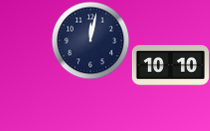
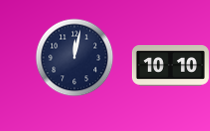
clock at (90, 40) position: (90, 40) -> (74, 57)
